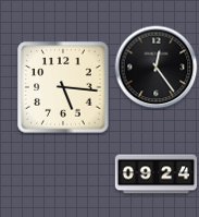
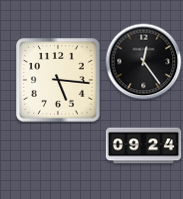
clock at (157, 174) position: (157, 174) -> (144, 146)
